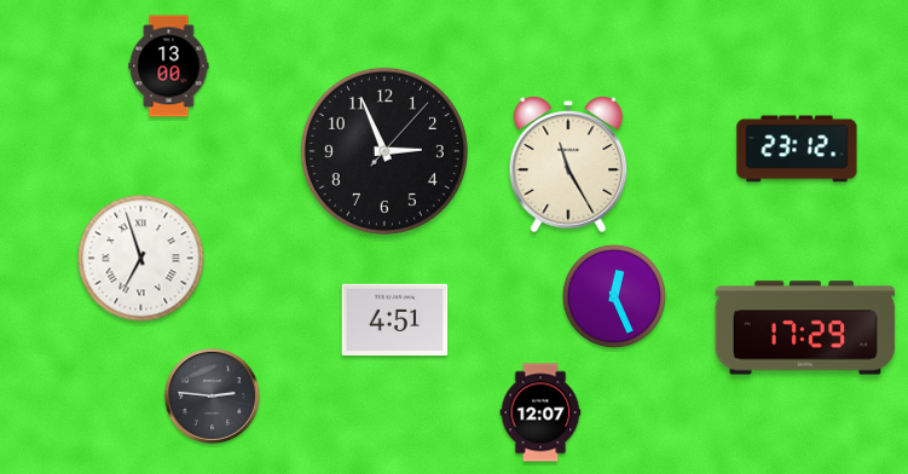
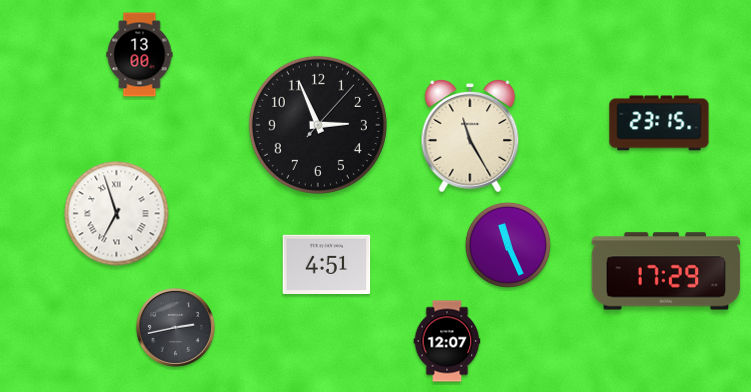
clock at (797, 149): 23:12 -> 23:15
clock at (614, 296): 12:26 -> 11:26
clock at (212, 395): 2:46 -> 2:43
